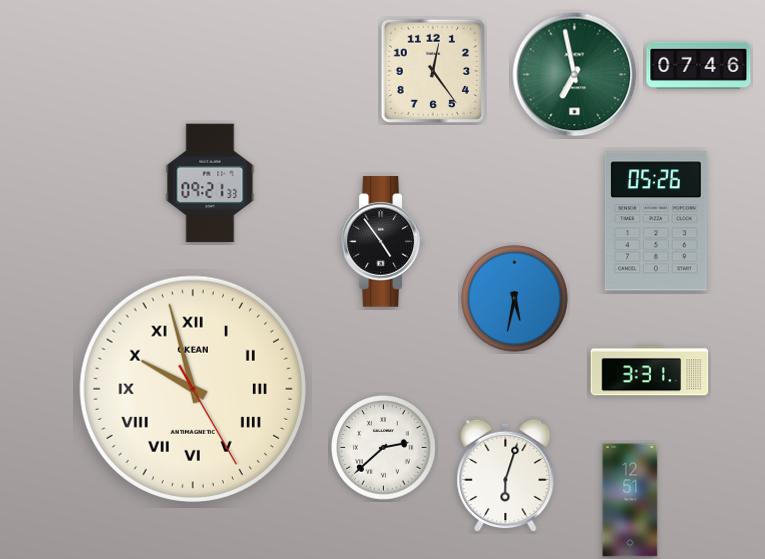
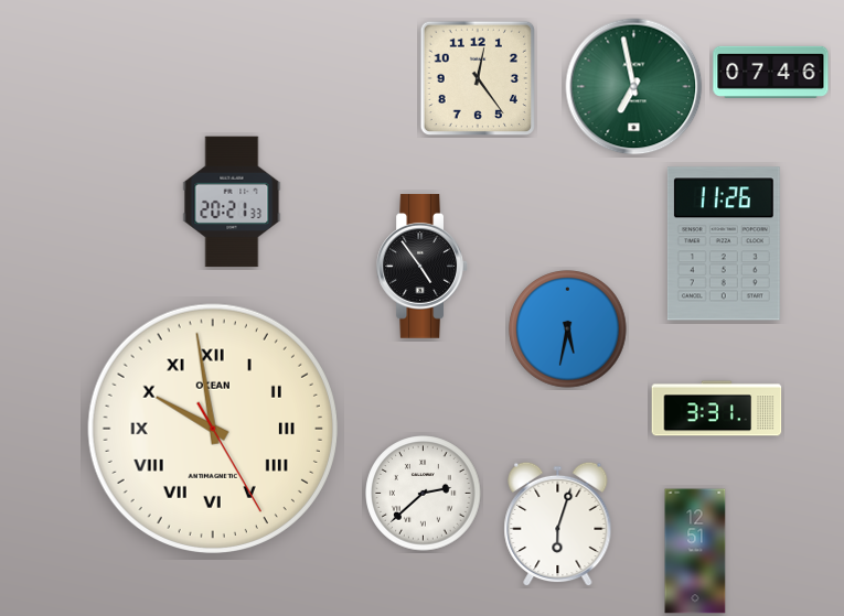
clock at (575, 75) position: (575, 75) -> (634, 87)
clock at (210, 183): 09:21 -> 20:21
clock at (656, 221): 05:26 -> 11:26
clock at (193, 389): 9:57 -> 9:58
